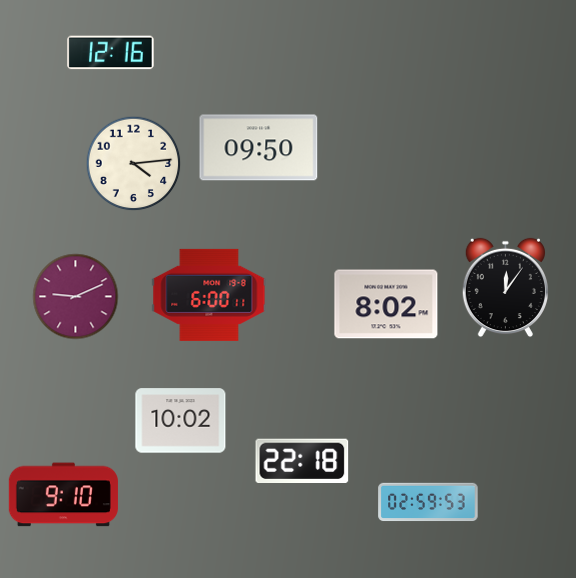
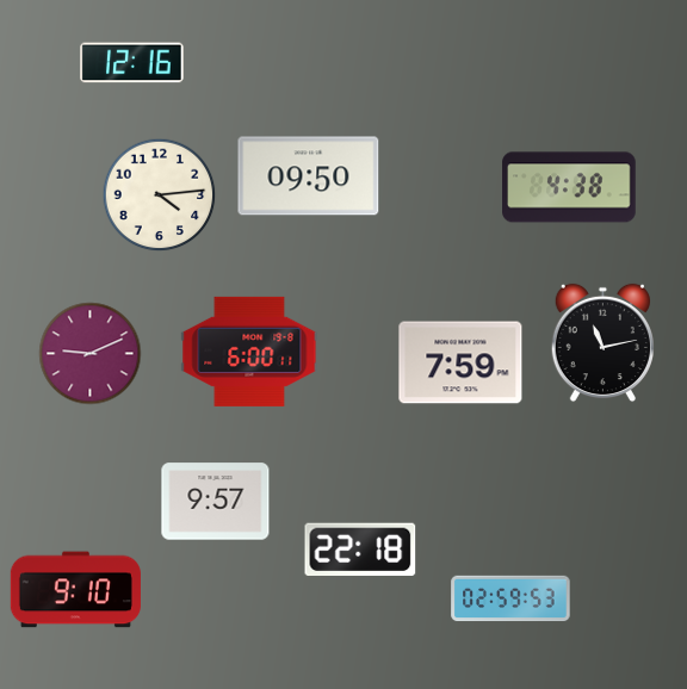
clock at (569, 187): none -> 4:38
clock at (505, 288): 12:06 -> 11:13
clock at (386, 304): 8:02 -> 7:59
clock at (181, 421): 10:02 -> 9:57
